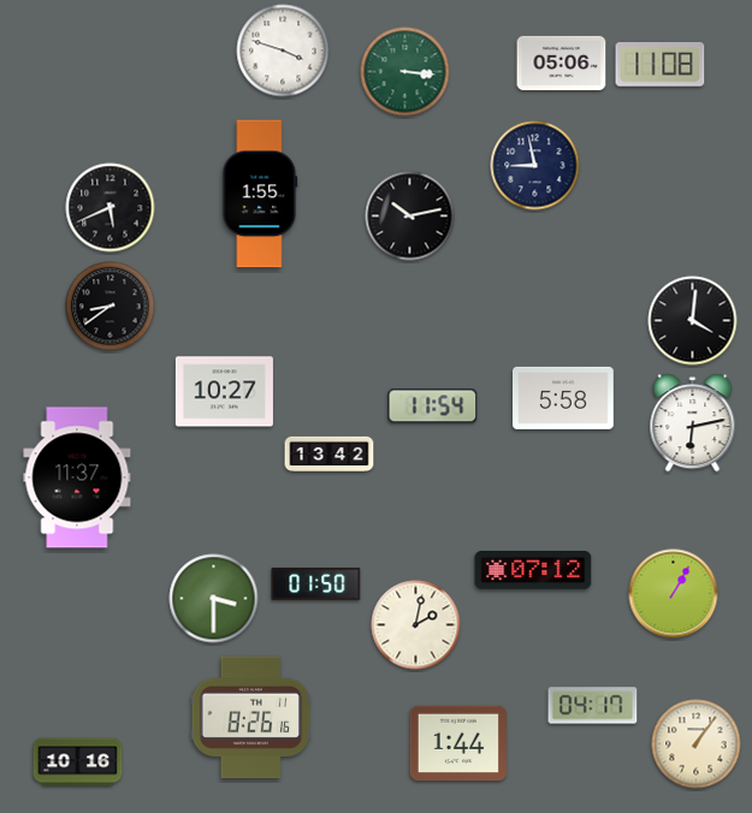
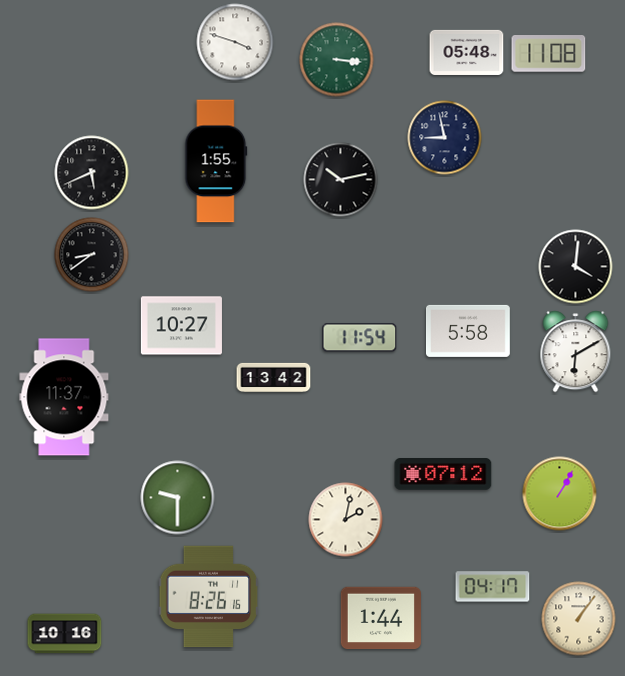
clock at (562, 63): 05:06 -> 05:48
clock at (224, 392) position: (224, 392) -> (181, 326)
clock at (693, 423): 6:13 -> 6:10
clock at (316, 583): 01:50 -> none
clock at (214, 599): 3:30 -> 9:30
